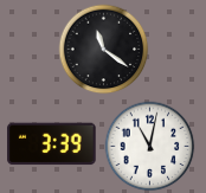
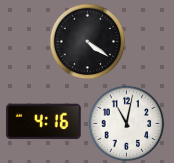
clock at (104, 50): 11:21 -> 4:21
clock at (52, 144): 3:39 -> 4:16
